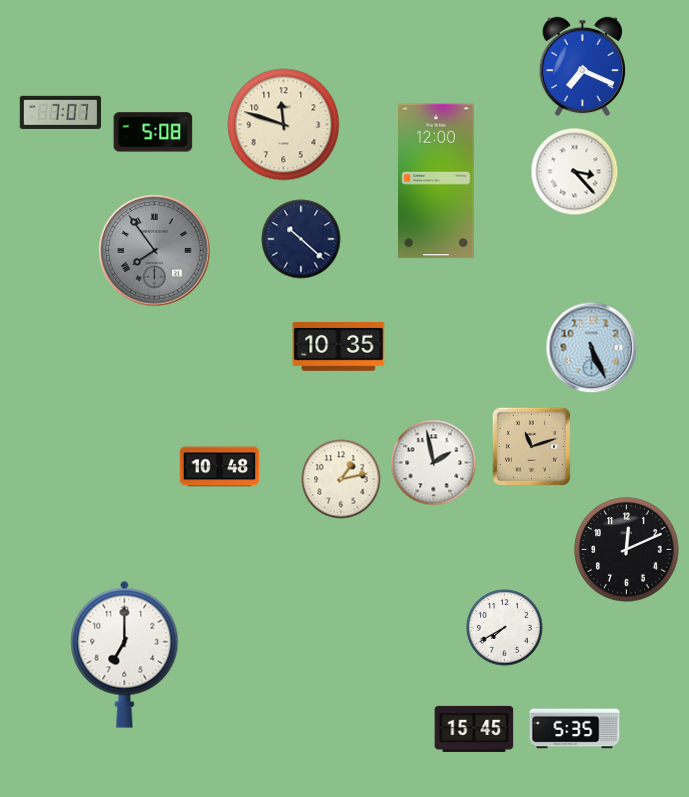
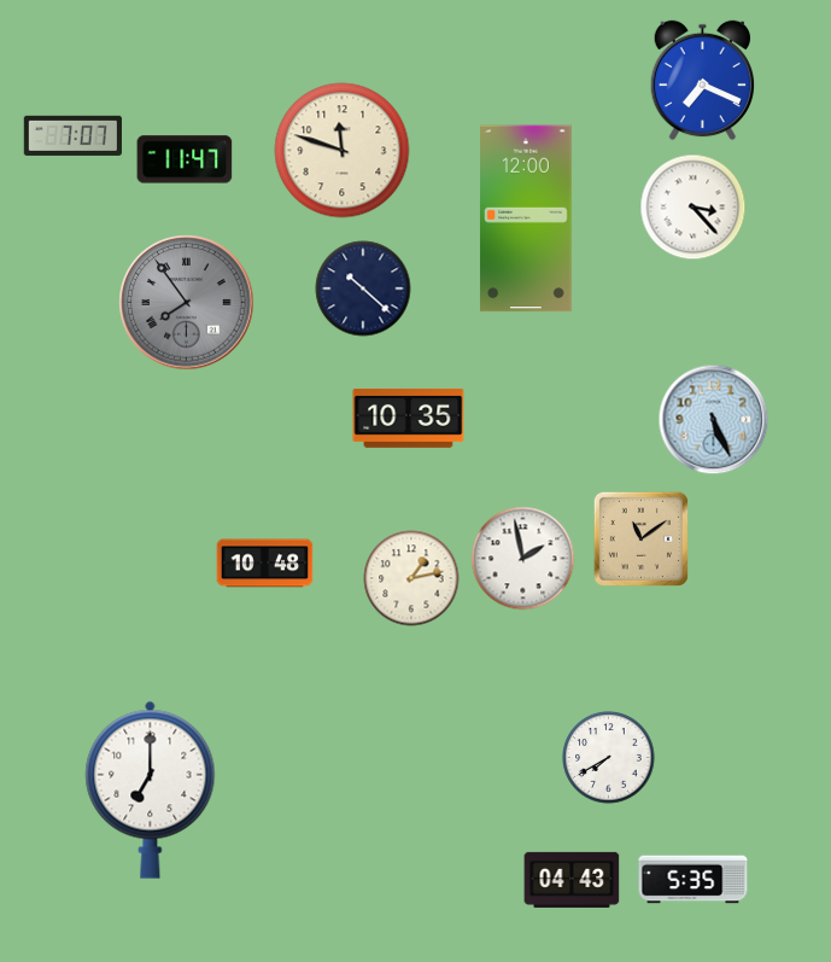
clock at (153, 132): 5:08 -> 11:47
clock at (531, 446): 11:12 -> 11:09
clock at (627, 550): 12:11 -> none
clock at (474, 729): 15:45 -> 04:43
